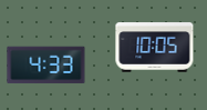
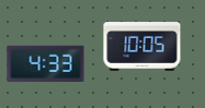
clock at (155, 48) position: (155, 48) -> (143, 47)
